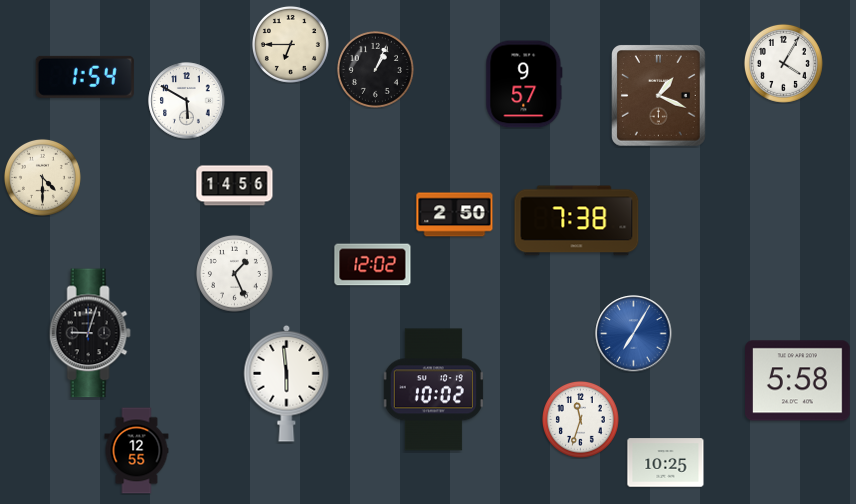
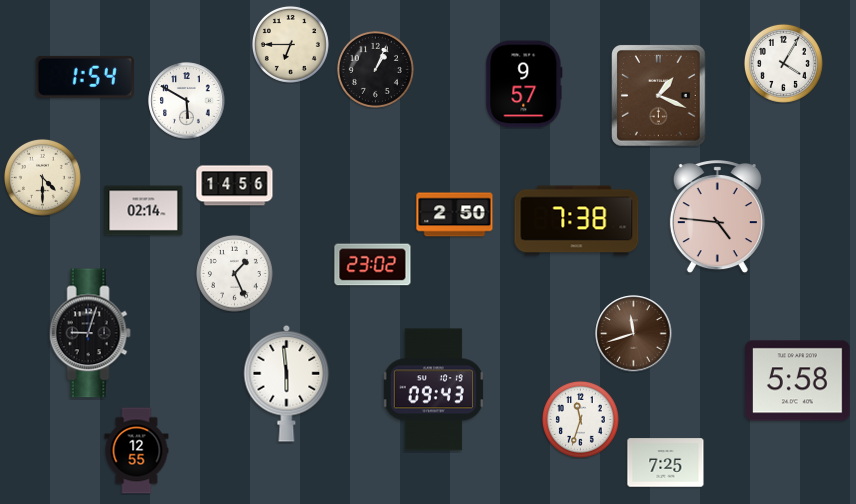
clock at (144, 211): none -> 02:14
clock at (717, 217): none -> 4:46
clock at (373, 265): 12:02 -> 23:02
clock at (634, 334): 7:05 -> 11:42
clock at (634, 334) dial: blue -> brown
clock at (433, 390): 10:02 -> 09:43
clock at (666, 463): 10:25 -> 7:25
